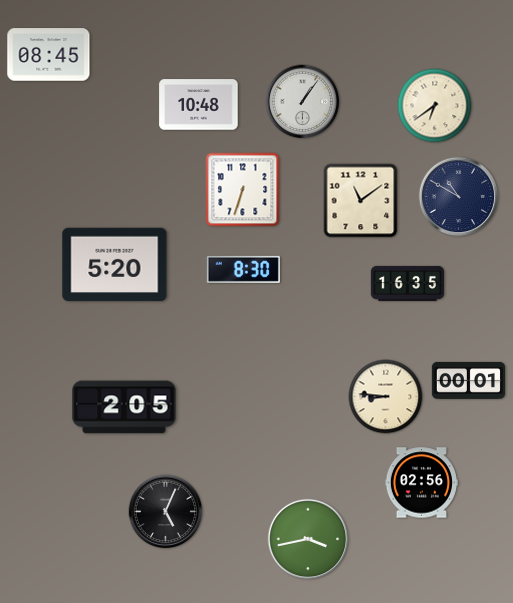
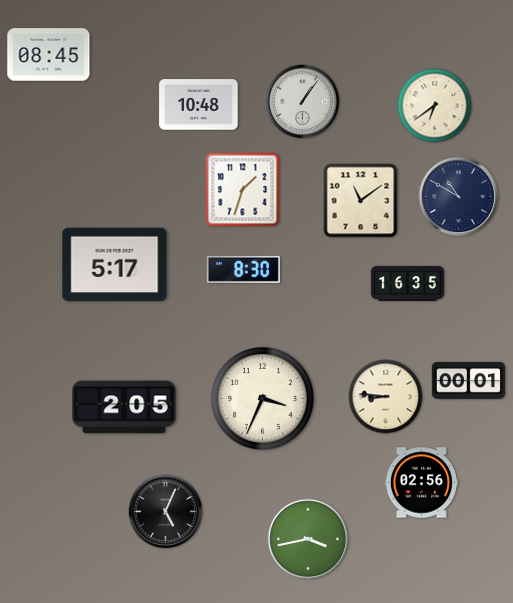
clock at (243, 190): 6:33 -> 1:33
clock at (115, 265): 5:20 -> 5:17
clock at (263, 399): none -> 3:34
